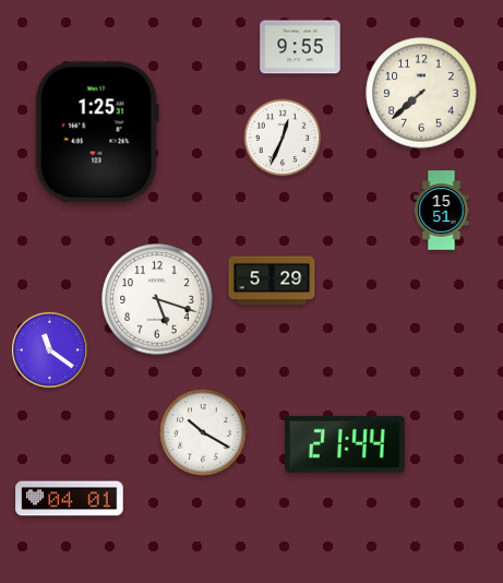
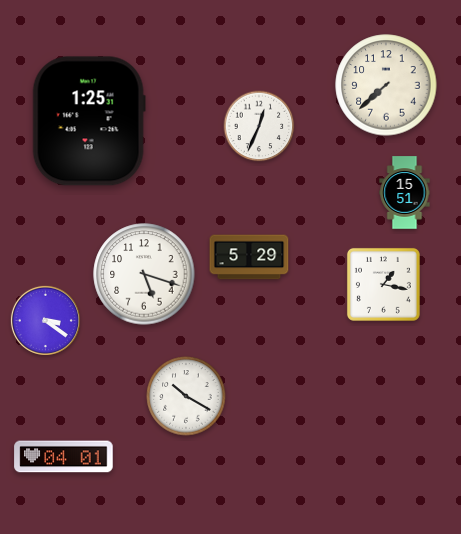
clock at (300, 47): 9:55 -> none
clock at (383, 284): none -> 1:17
clock at (49, 349): 11:21 -> 3:21
clock at (345, 444): 21:44 -> none
